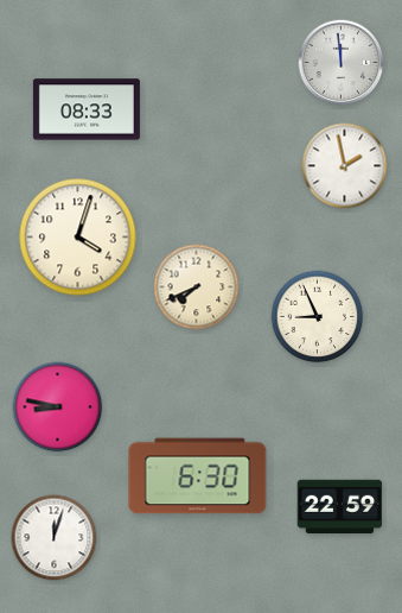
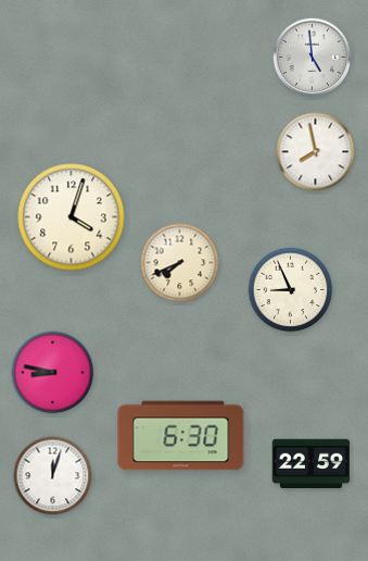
clock at (342, 63): 11:59 -> 4:59
clock at (87, 109): 08:33 -> none
clock at (345, 166): 1:58 -> 7:58
clock at (55, 538) position: (55, 538) -> (53, 476)
